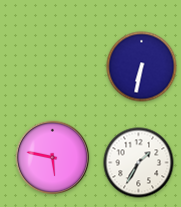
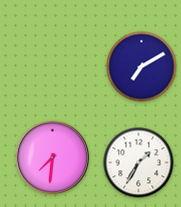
clock at (142, 67): 6:32 -> 7:10
clock at (53, 158): 5:47 -> 7:31
